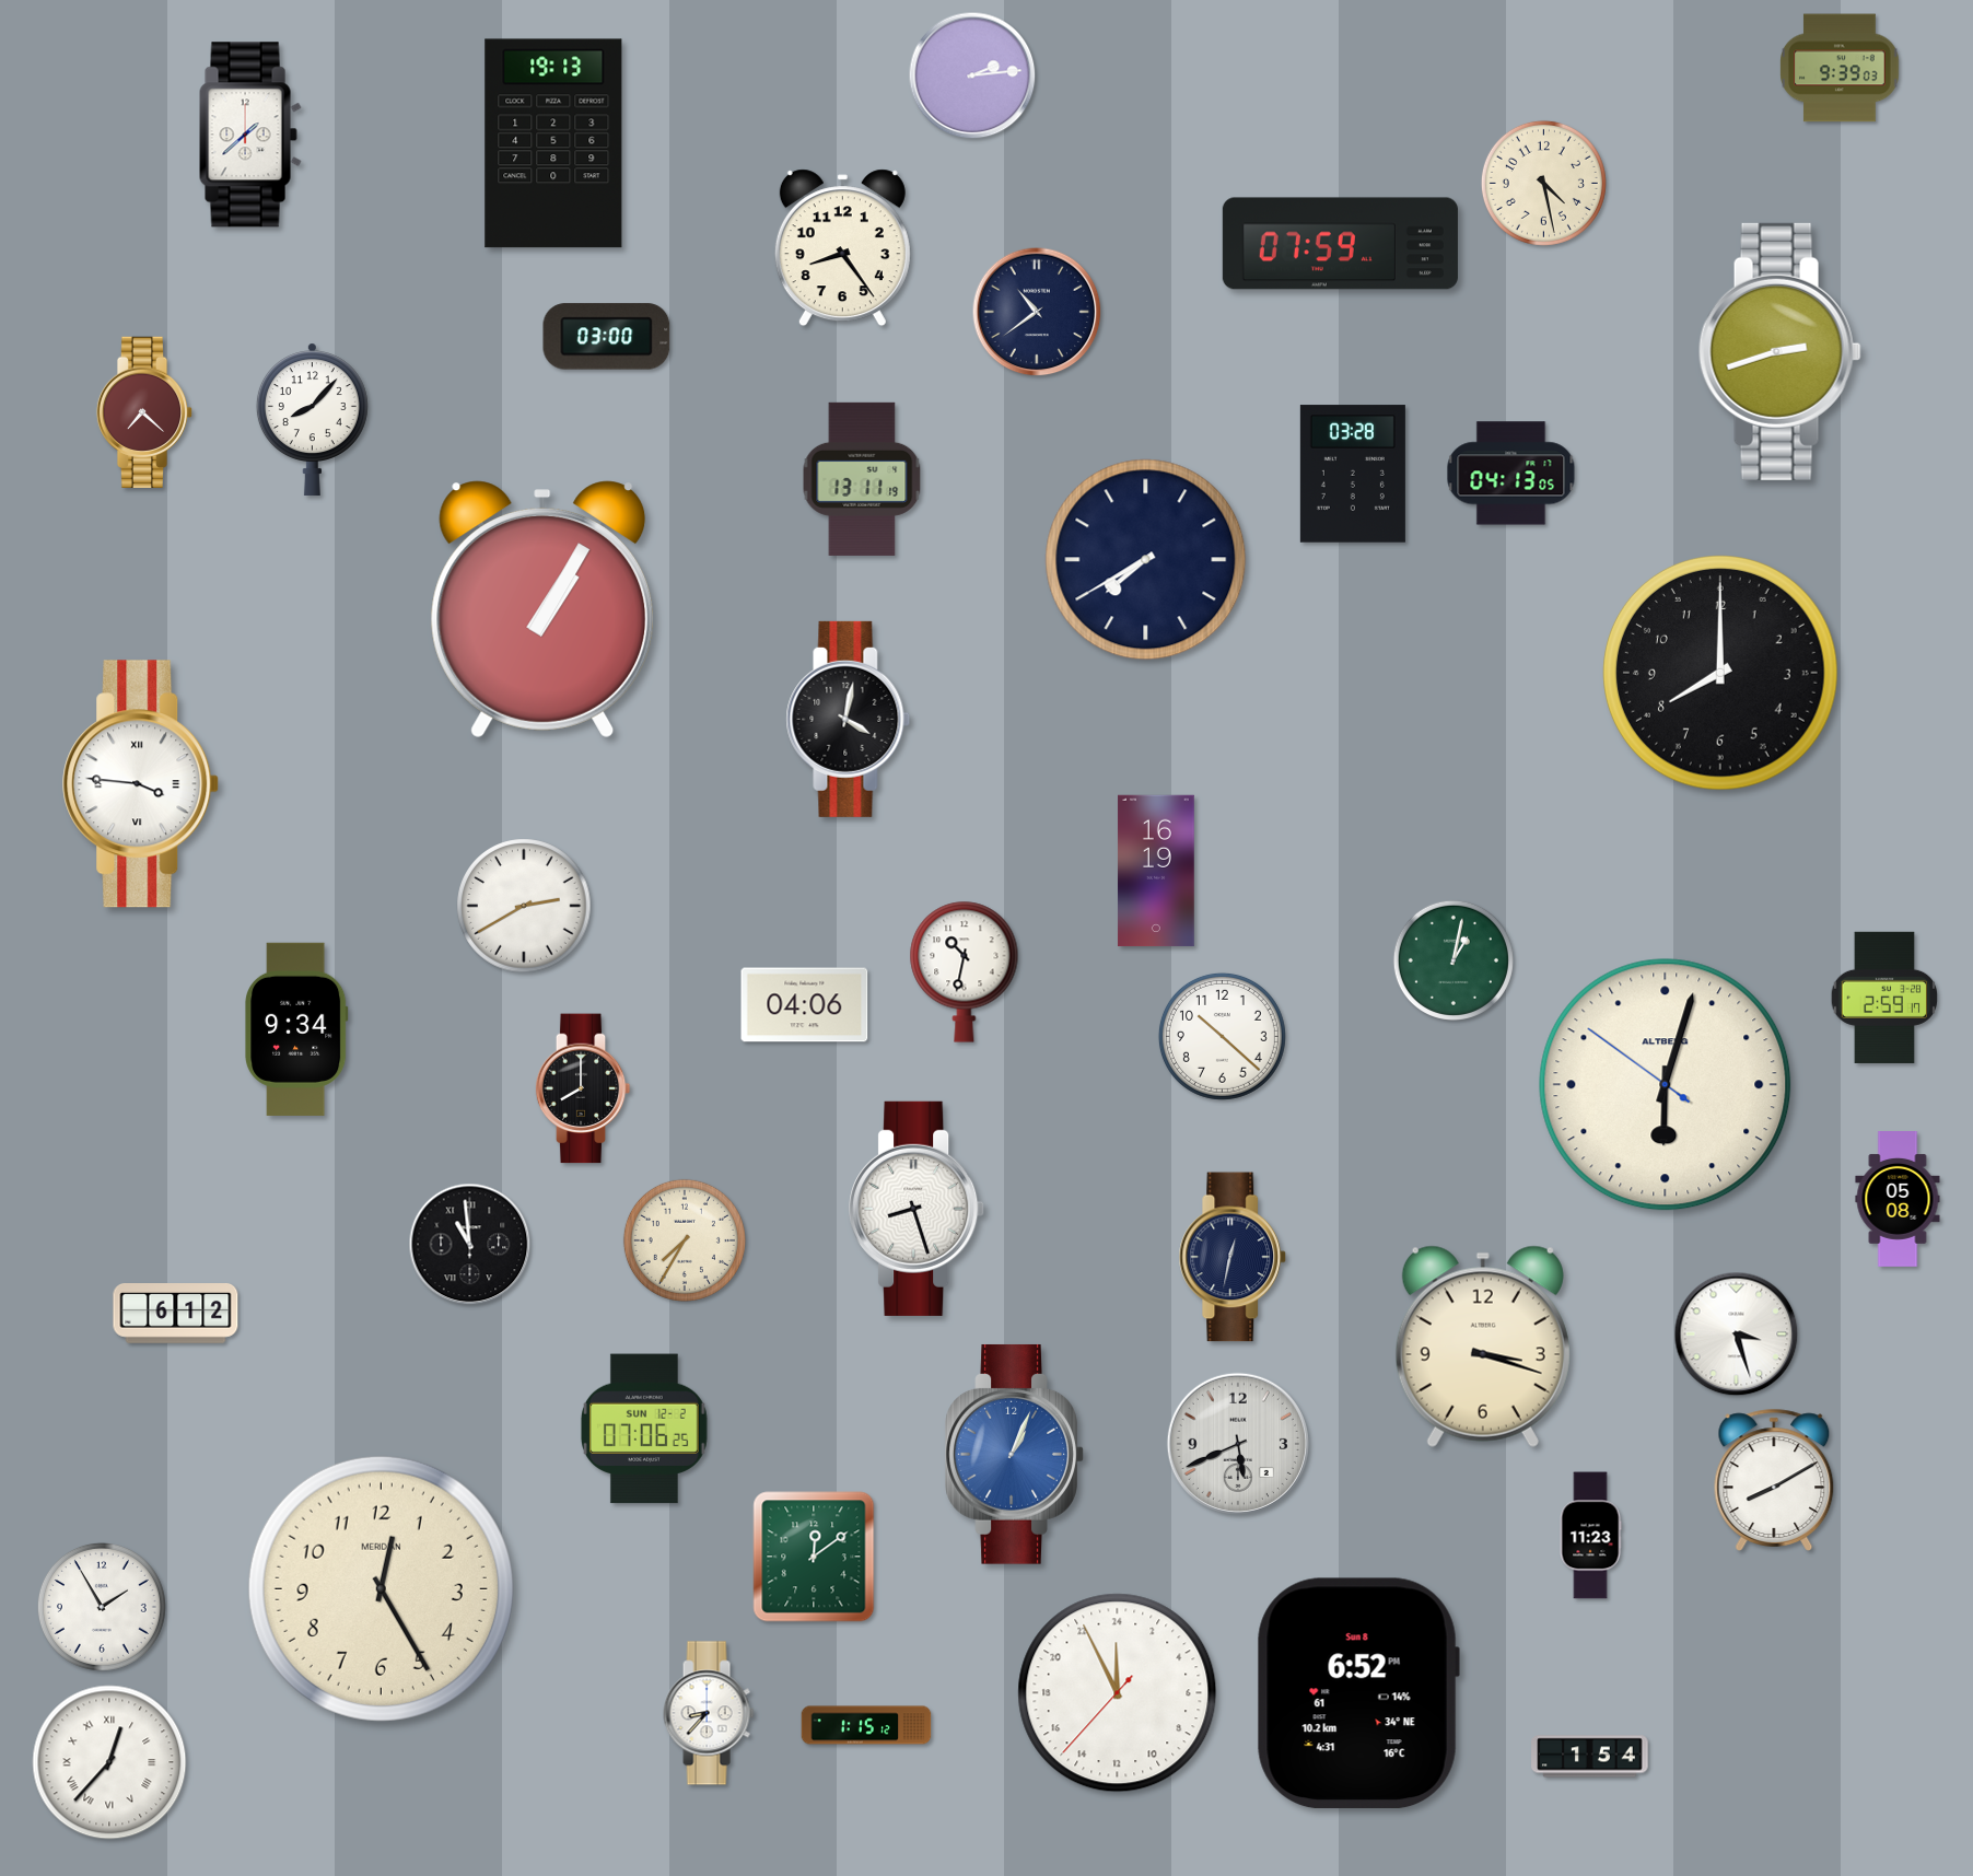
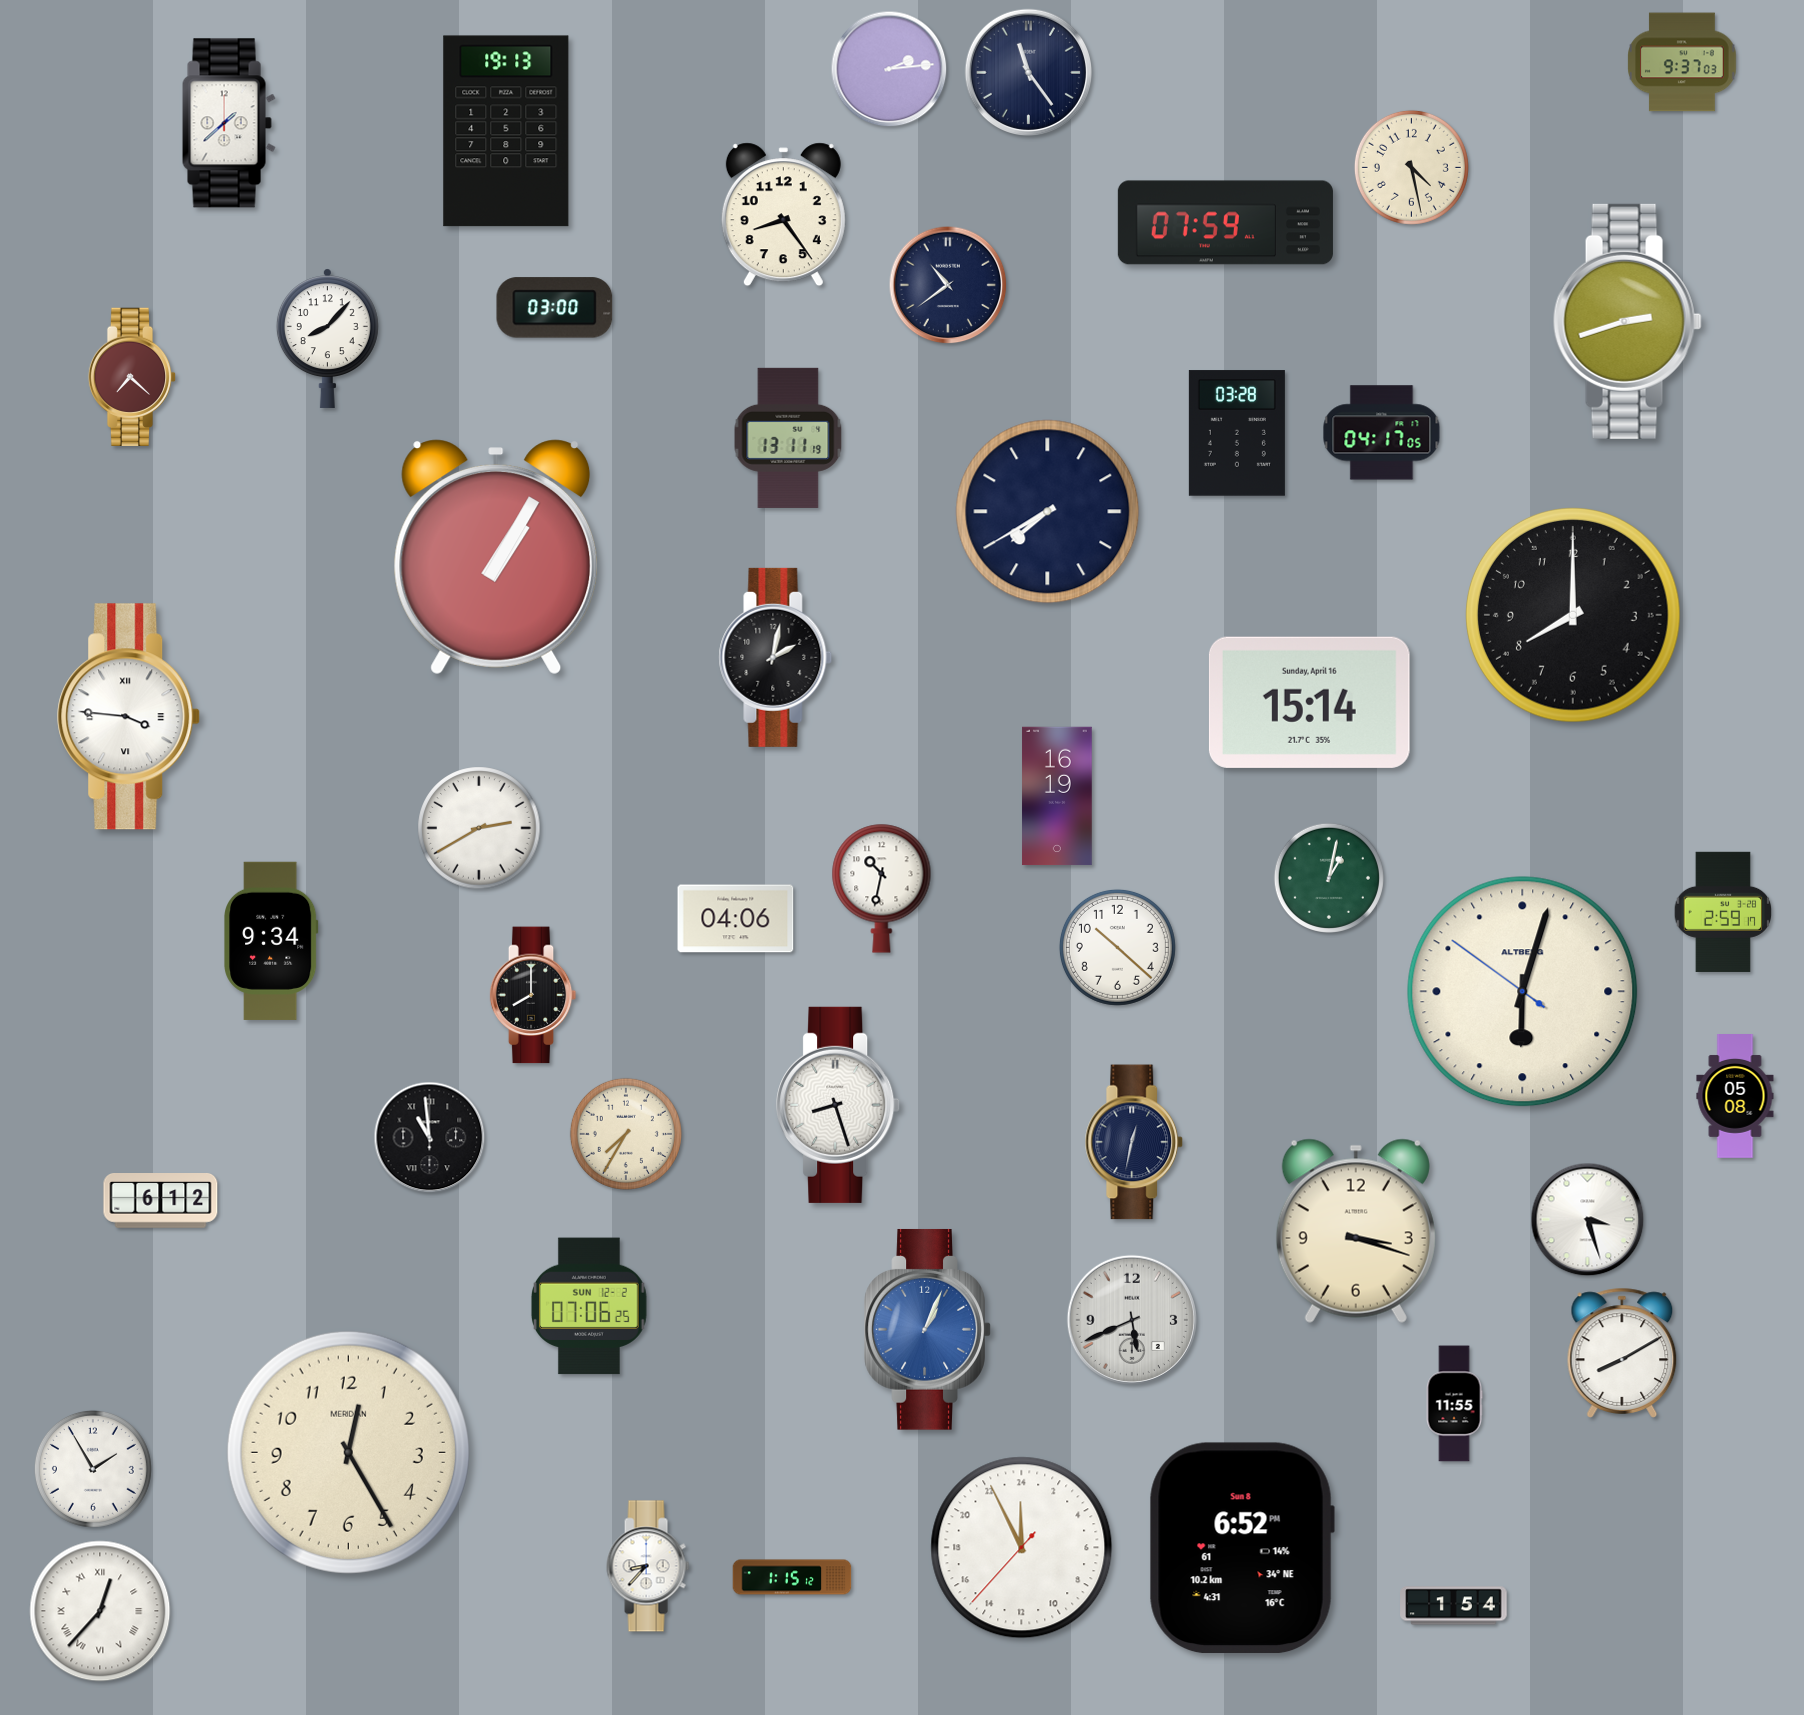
clock at (1840, 68): 9:39 -> 9:37
clock at (1028, 72): none -> 11:24
clock at (842, 248) position: (842, 248) -> (783, 215)
clock at (312, 419) position: (312, 419) -> (327, 338)
clock at (1511, 474): 04:13 -> 04:17
clock at (849, 719): 4:02 -> 2:02
clock at (1309, 702): none -> 15:14
clock at (1233, 1257) position: (1233, 1257) -> (1134, 1142)
clock at (1590, 1536): 11:23 -> 11:55
clock at (814, 1557): 12:09 -> none
